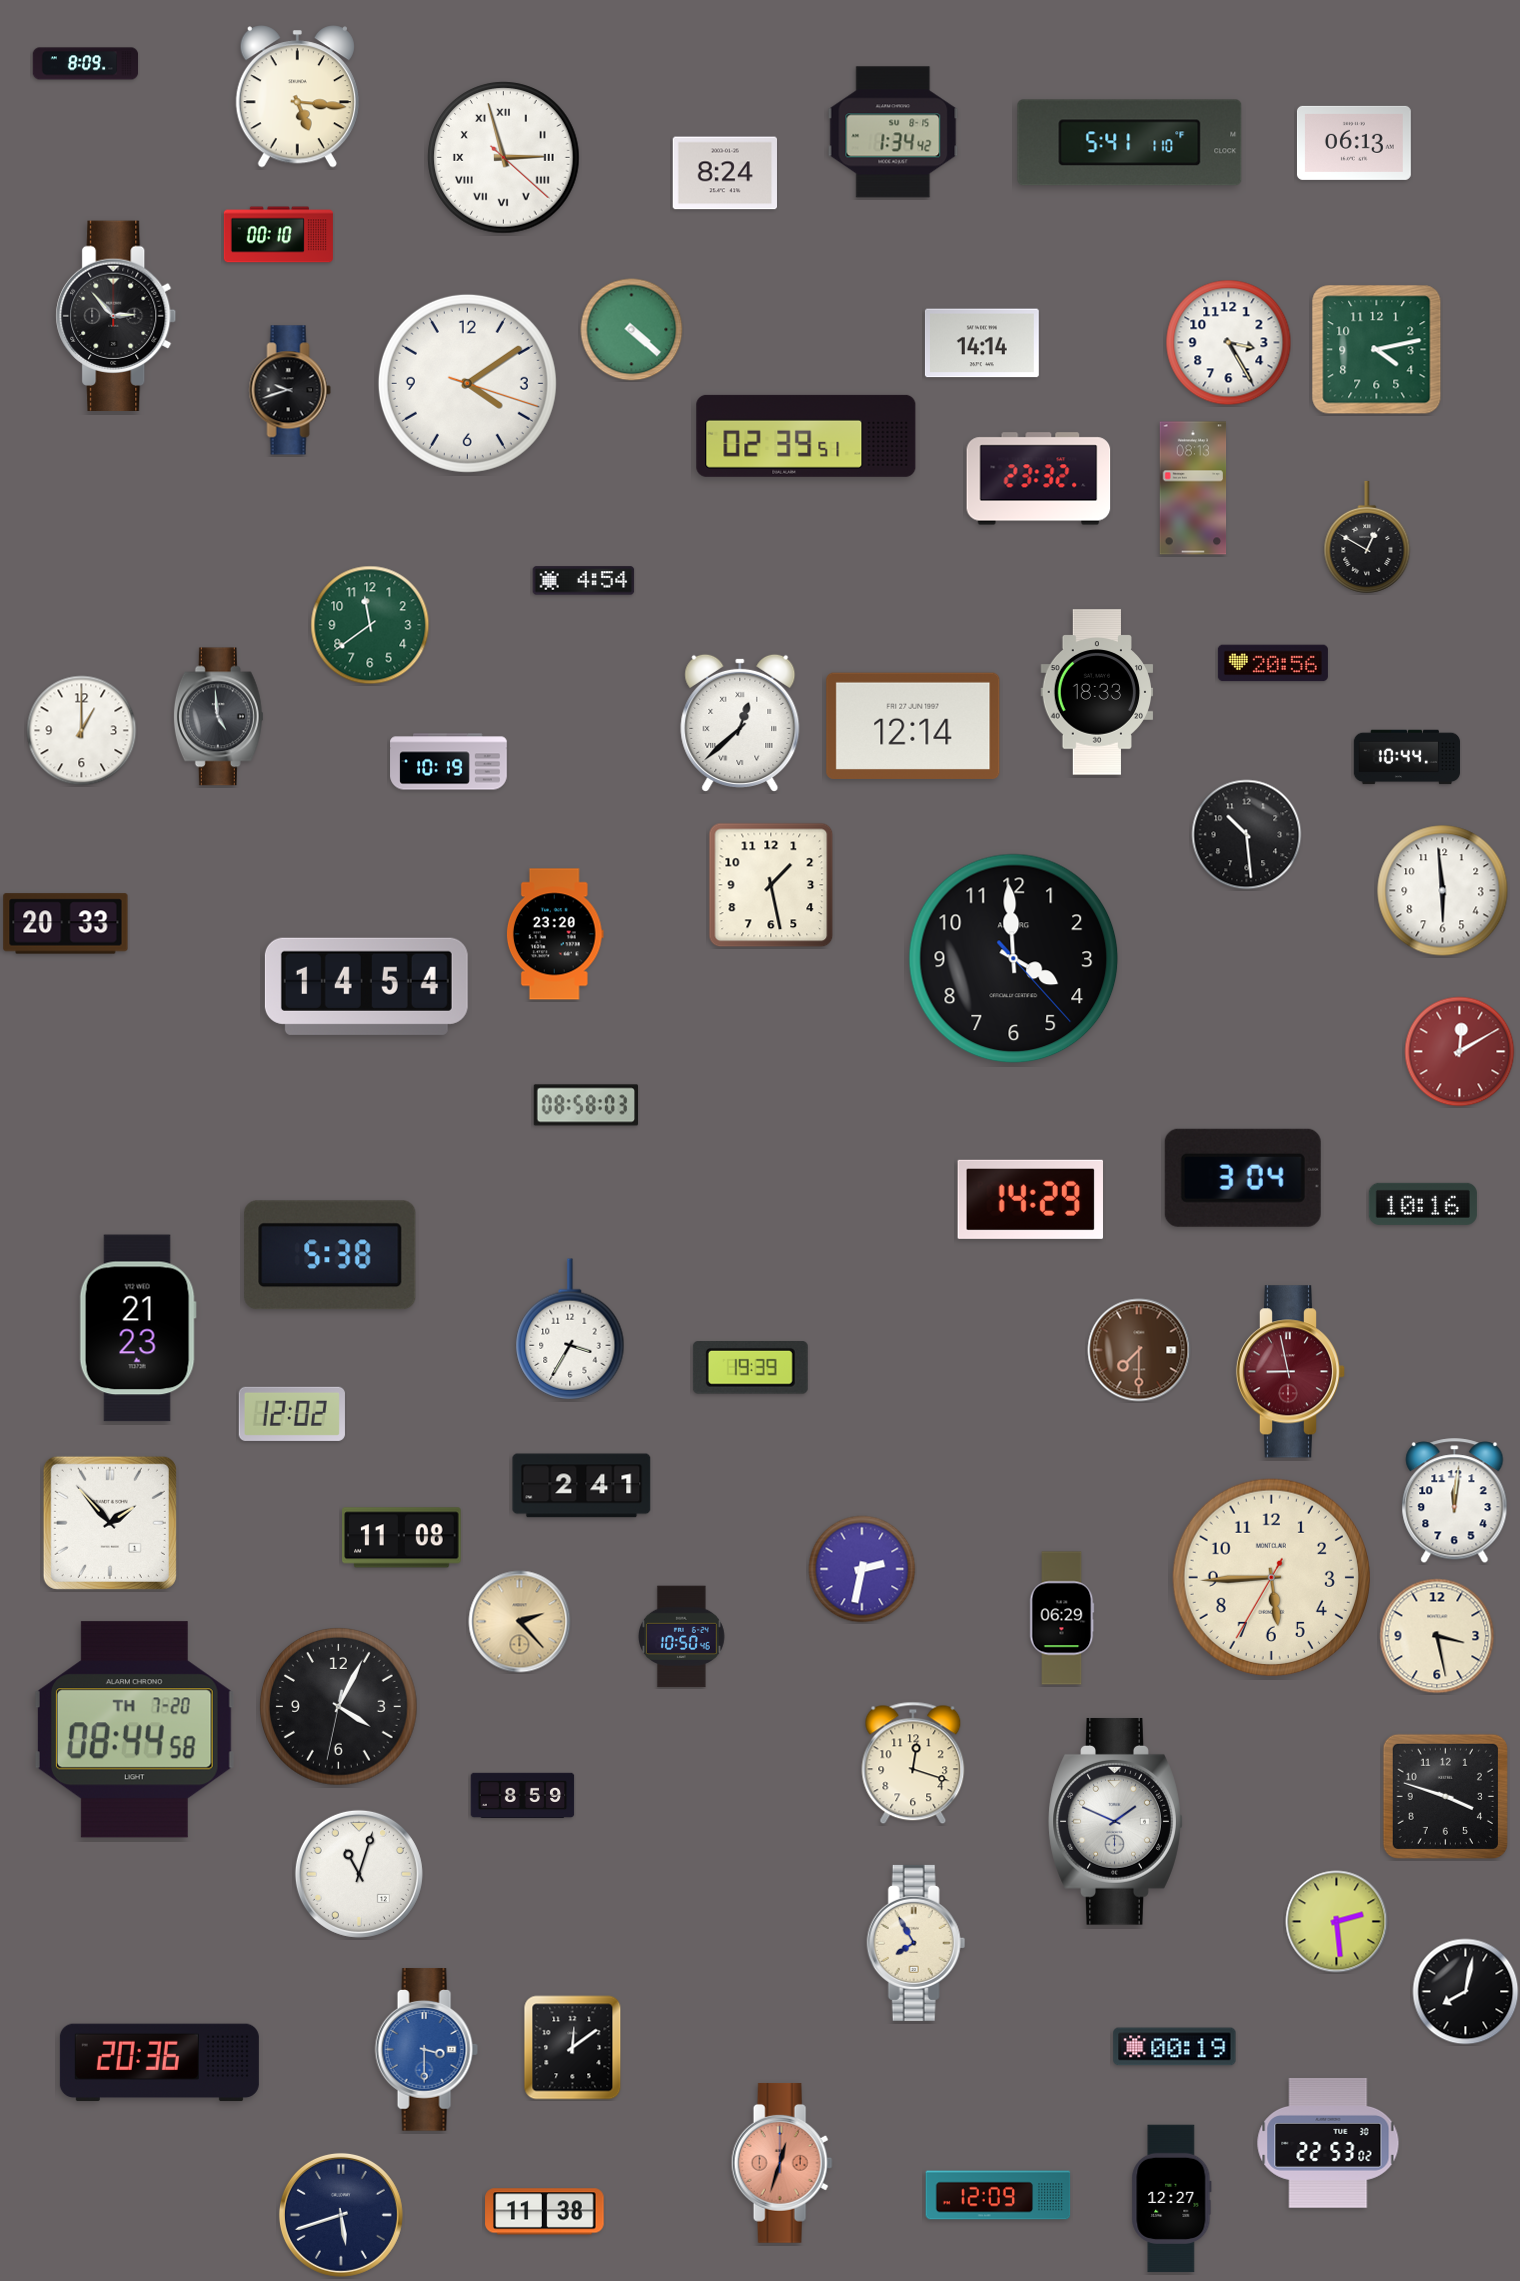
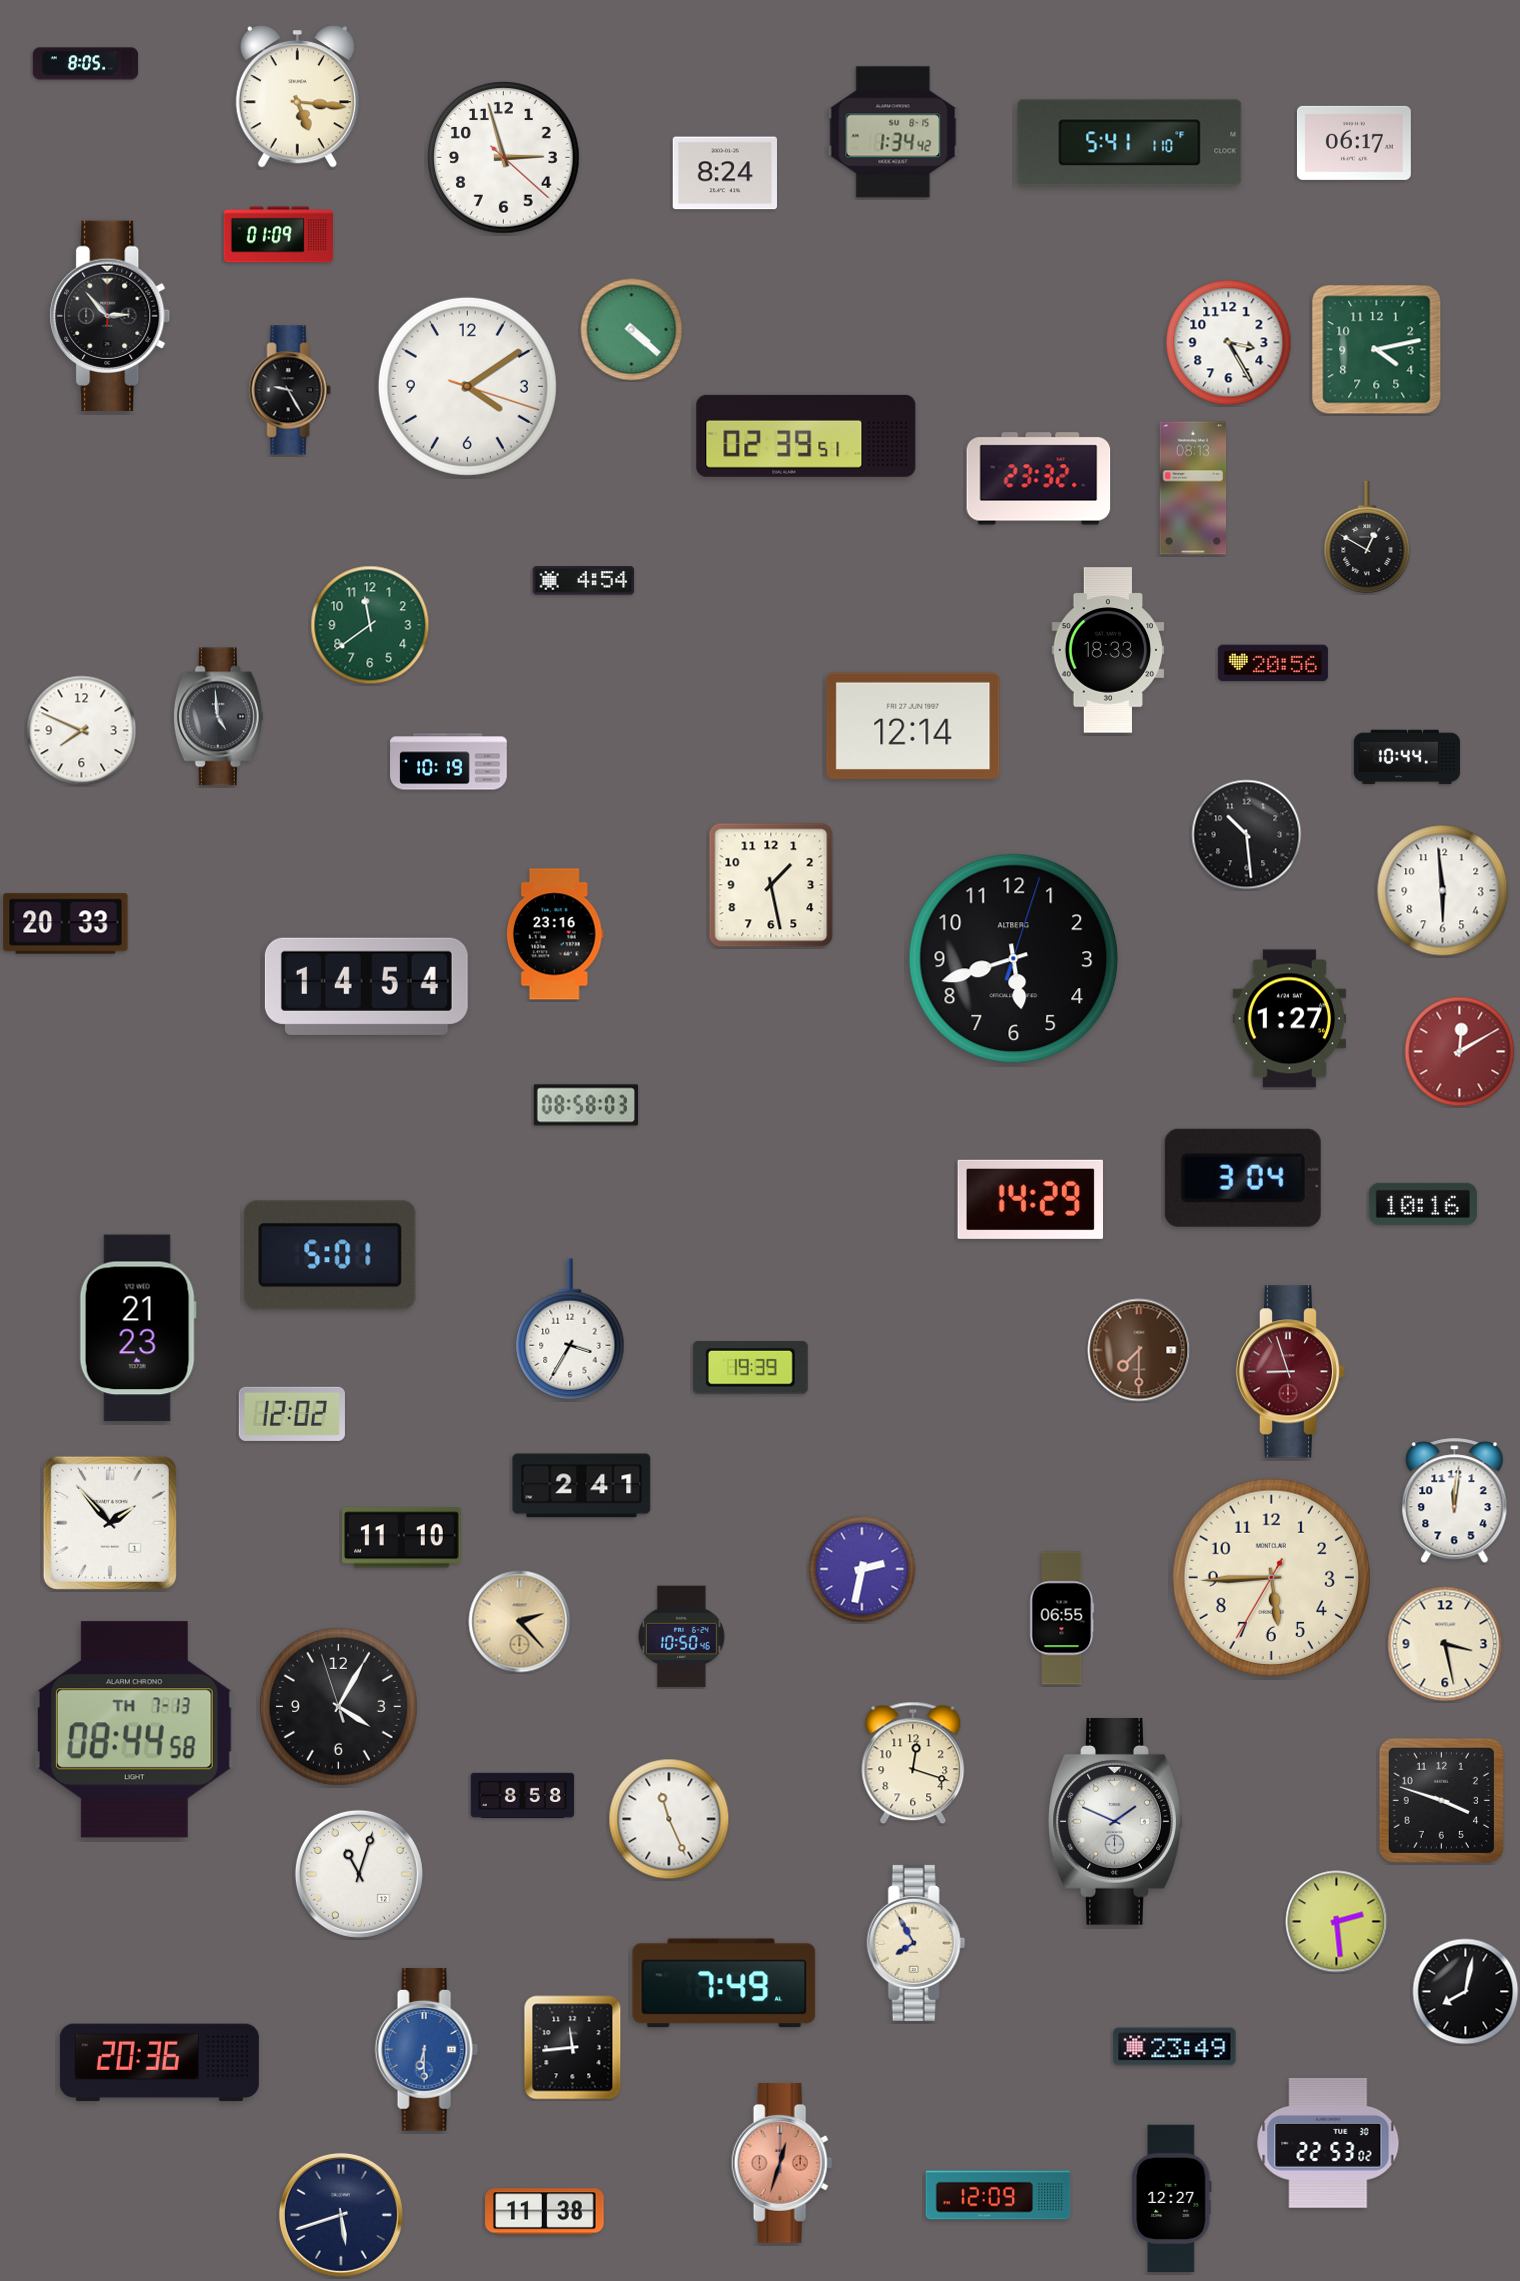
clock at (86, 64): 8:09 -> 8:05
clock at (1354, 143): 06:13 -> 06:17
clock at (504, 158) numerals: Roman -> Arabic
clock at (278, 235): 00:10 -> 01:09
clock at (116, 315) position: (116, 315) -> (110, 315)
clock at (982, 343): 14:14 -> none
clock at (467, 383) position: (467, 383) -> (467, 386)
clock at (290, 390): 9:42 -> 9:25
clock at (1097, 692) position: (1097, 692) -> (1108, 650)
clock at (740, 723): 12:38 -> none
clock at (82, 731): 1:00 -> 7:49
clock at (555, 934): 23:20 -> 23:16
clock at (1014, 959): 3:59 -> 5:42
clock at (1289, 1019): none -> 1:27
clock at (330, 1255): 5:38 -> 5:01
clock at (1291, 1372): 8:58 -> 8:57
clock at (402, 1538): 11:08 -> 11:10
clock at (1062, 1618): 06:29 -> 06:55
clock at (1437, 1636) position: (1437, 1636) -> (1445, 1644)
clock at (339, 1707): 4:04:32 -> 4:04:57
clock at (134, 1730) date: TH 7-20 -> TH 7-13
clock at (523, 1796): 8:59 -> 8:58
clock at (1445, 1796) position: (1445, 1796) -> (1441, 1800)
clock at (669, 1819): none -> 11:26
clock at (724, 1983): none -> 7:49
clock at (1175, 2047): 00:19 -> 23:49
clock at (573, 2048): 12:09 -> 11:44
clock at (426, 2050): 3:30 -> 6:30
